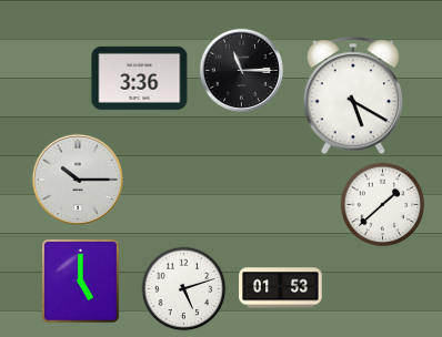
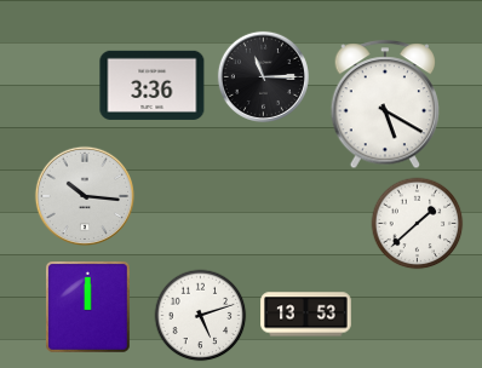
clock at (77, 178): 10:15 -> 10:16
clock at (81, 282): 5:00 -> 12:00
clock at (281, 288): 01:53 -> 13:53
